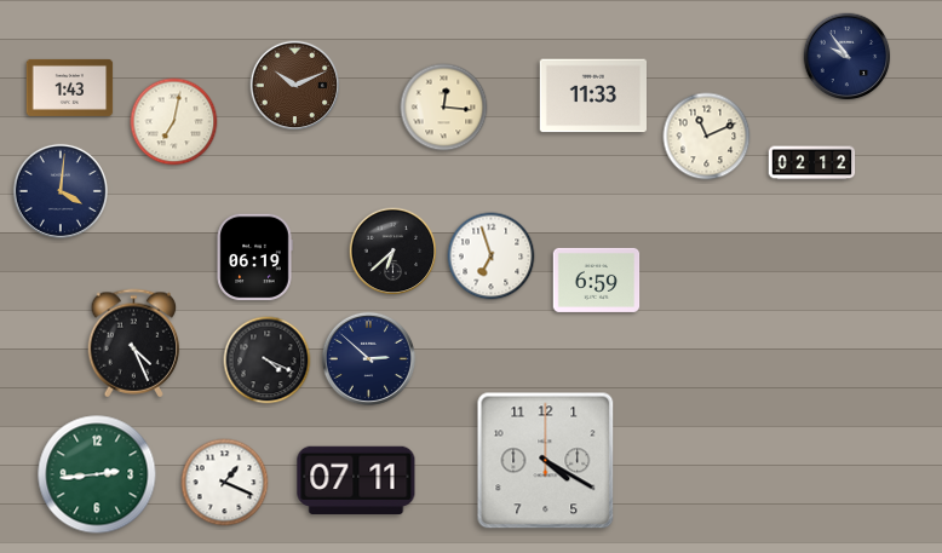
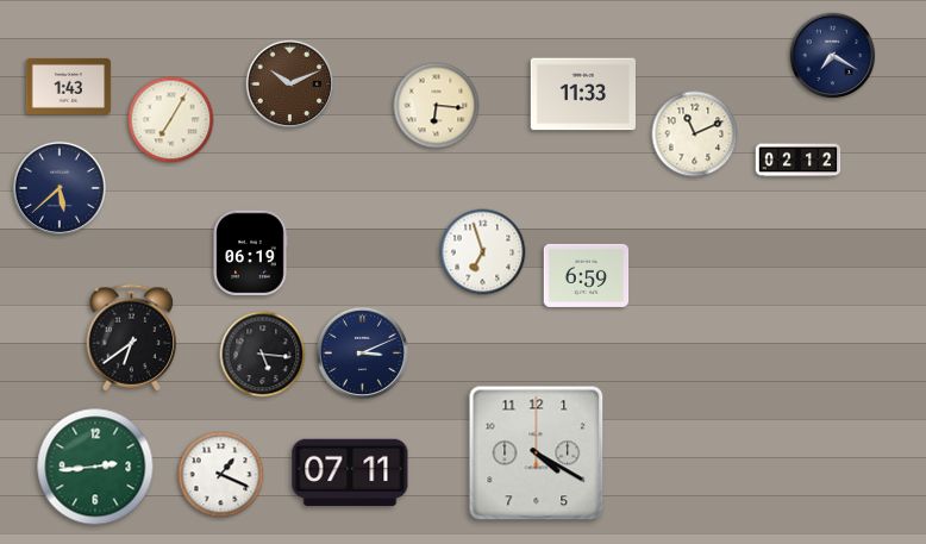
clock at (848, 57): 9:54 -> 7:20
clock at (444, 108): 12:16 -> 6:16
clock at (174, 122): 7:02 -> 7:05
clock at (61, 191): 4:01 -> 5:38
clock at (394, 252): 6:38 -> none
clock at (134, 344): 4:26 -> 6:39
clock at (368, 358): 2:52 -> 3:11
clock at (268, 361): 4:19 -> 5:16
